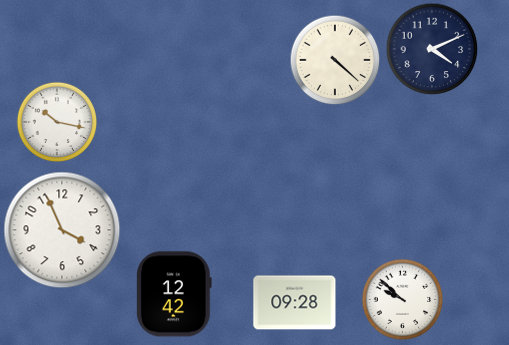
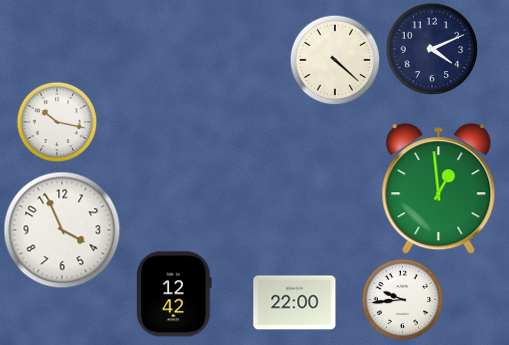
clock at (439, 189): none -> 12:59
clock at (402, 299): 9:52 -> 9:44
clock at (295, 303): 09:28 -> 22:00
